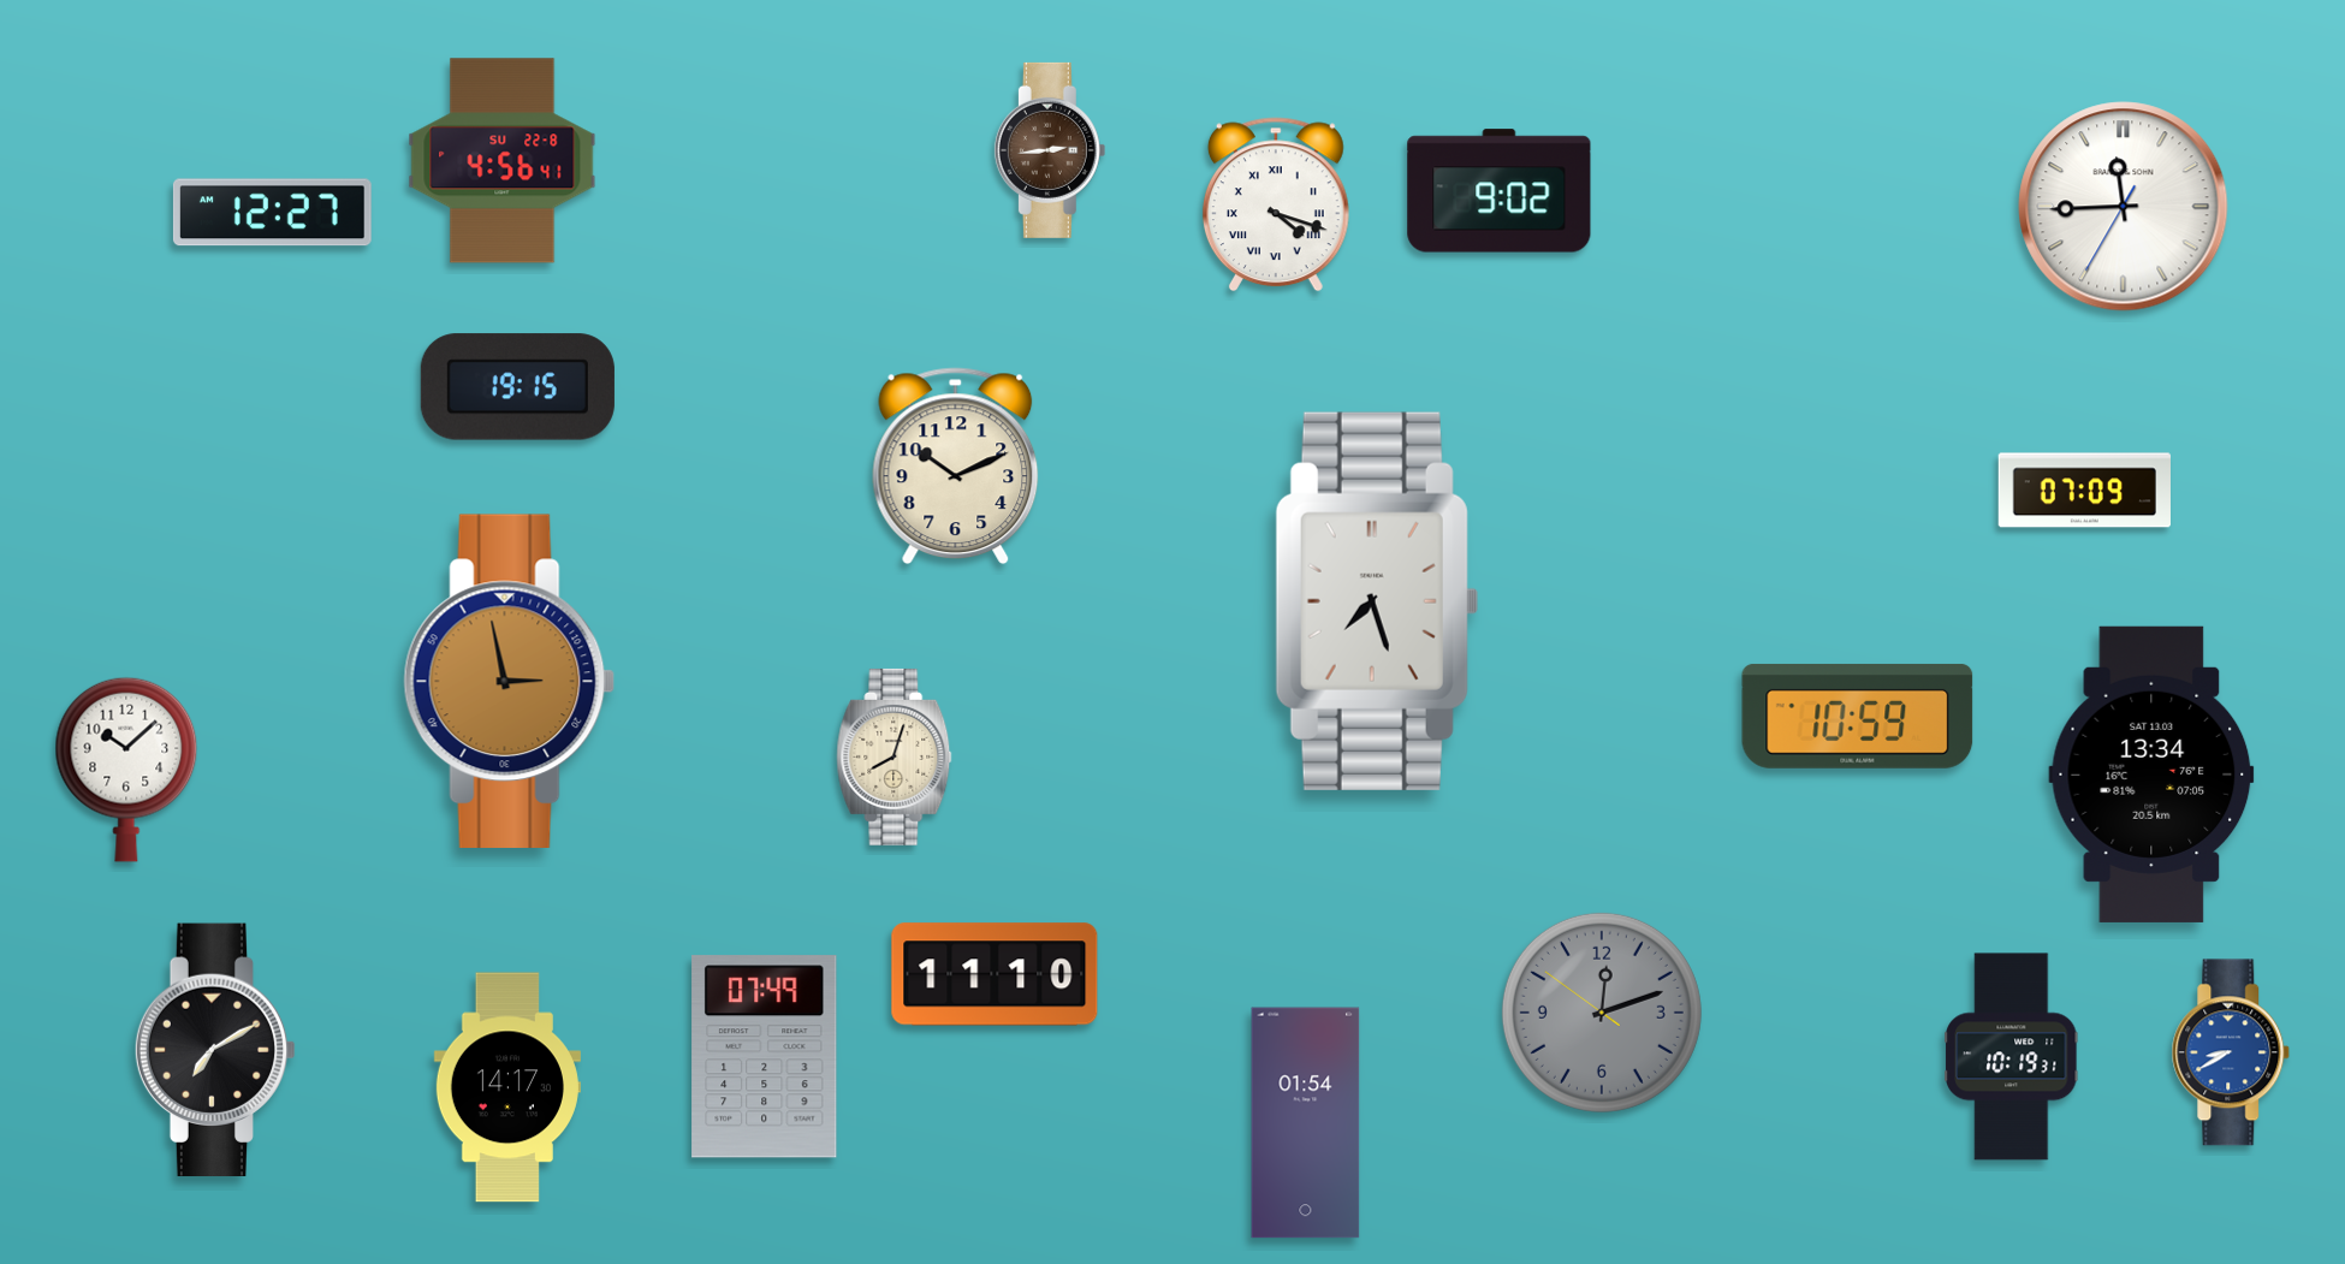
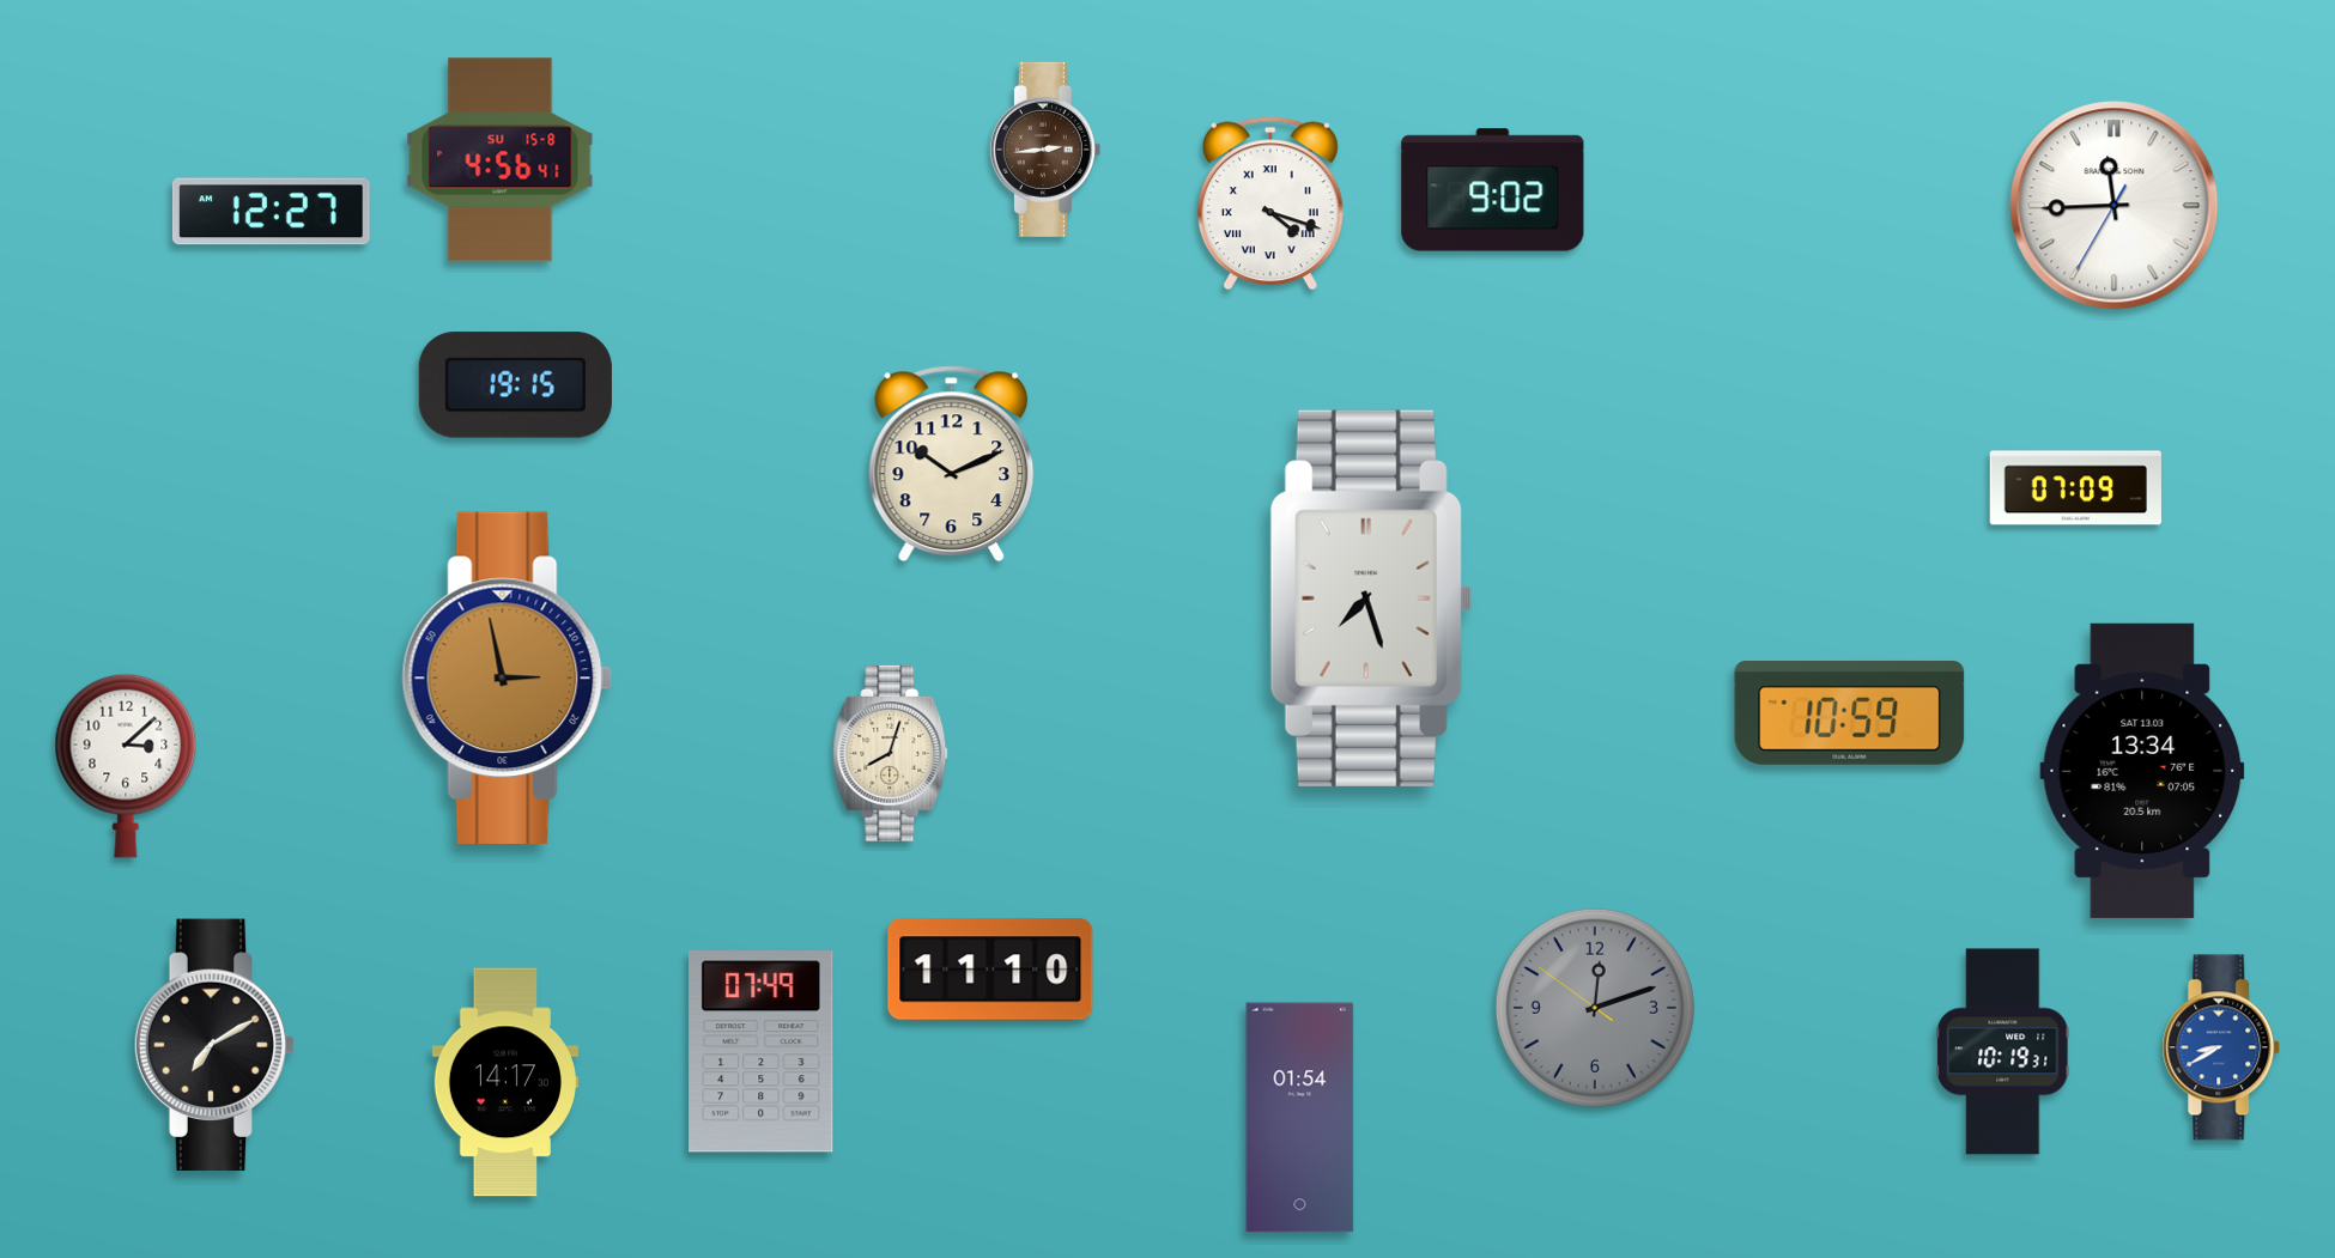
clock at (503, 161) date: SU 22-8 -> SU 15-8
clock at (126, 770): 10:08 -> 3:08
